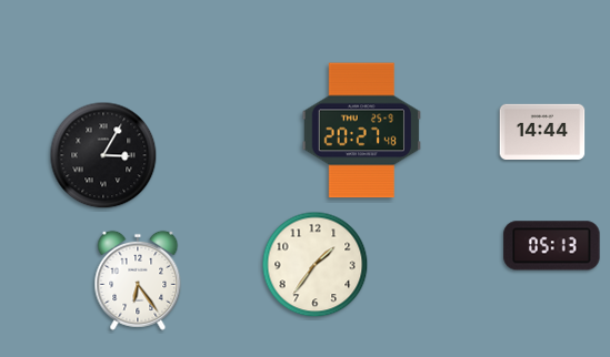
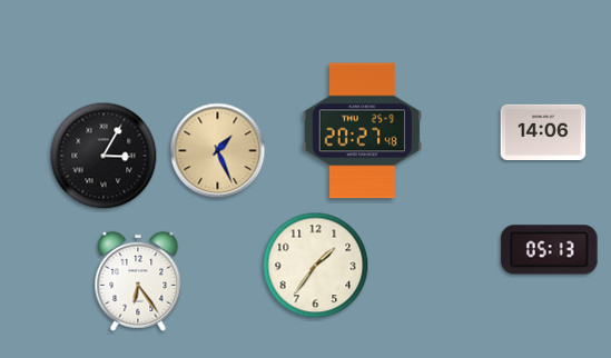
clock at (542, 131): 14:44 -> 14:06
clock at (218, 151): none -> 1:26
clock at (552, 246) position: (552, 246) -> (550, 250)
